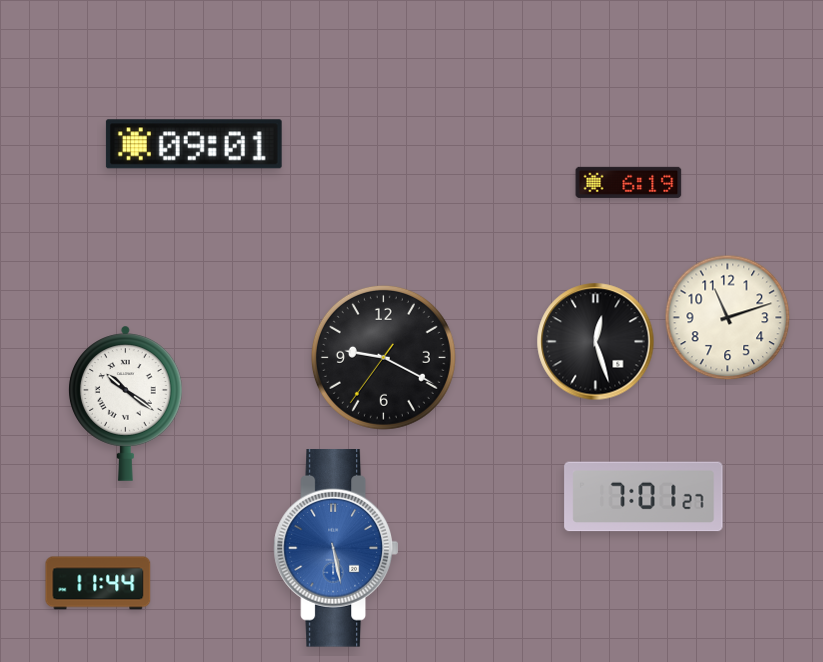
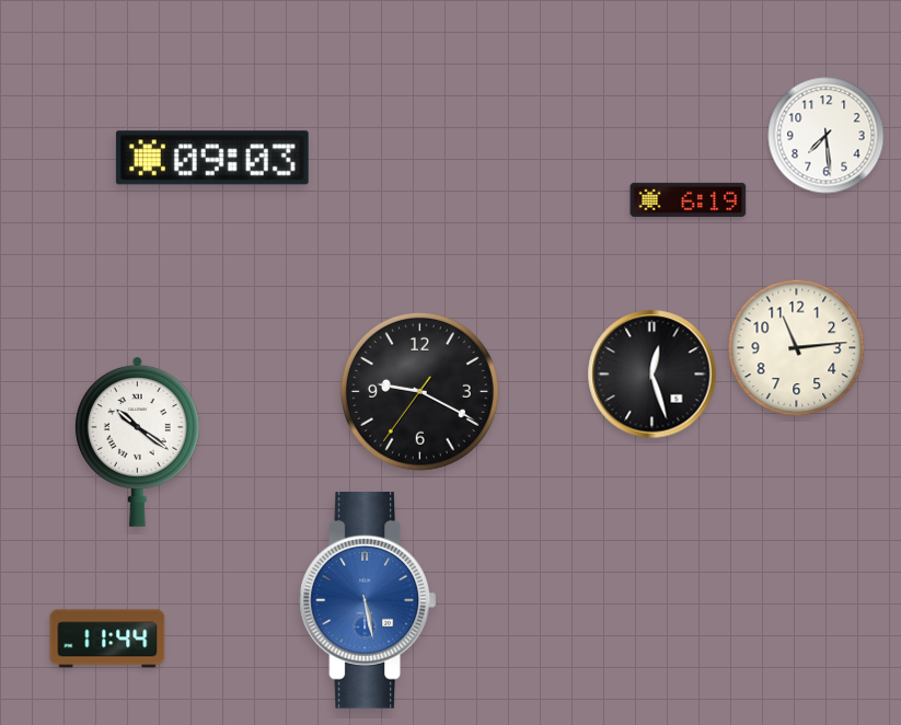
clock at (827, 136): none -> 7:29
clock at (194, 144): 09:01 -> 09:03
clock at (728, 318): 11:12 -> 11:14
clock at (644, 497): 7:01 -> none
